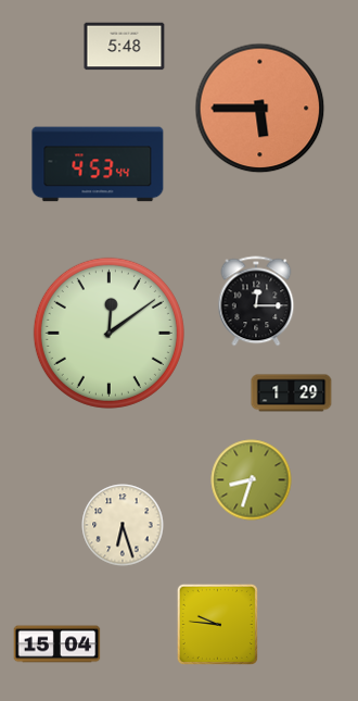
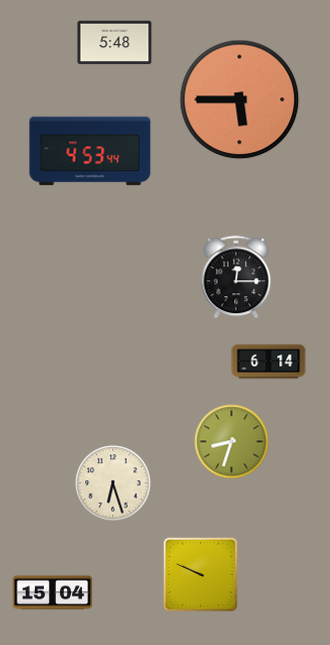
clock at (108, 333): 12:09 -> none
clock at (292, 393): 1:29 -> 6:14
clock at (217, 624): 9:46 -> 9:49
